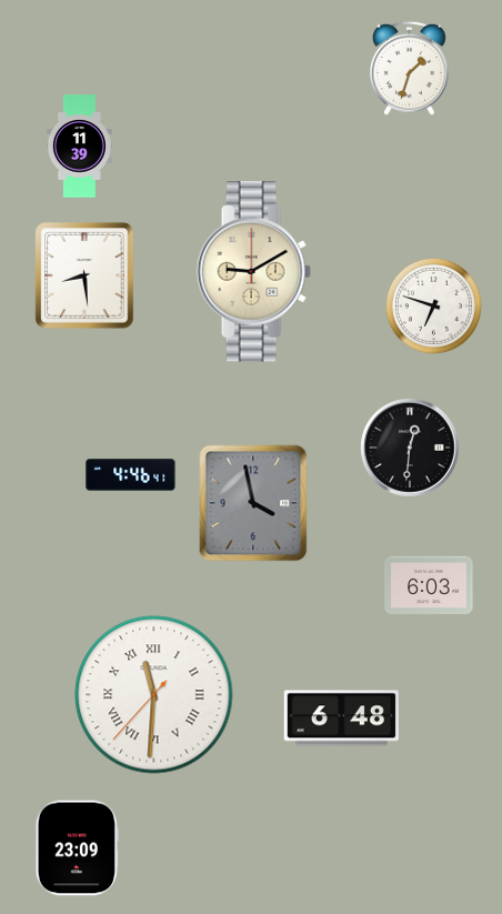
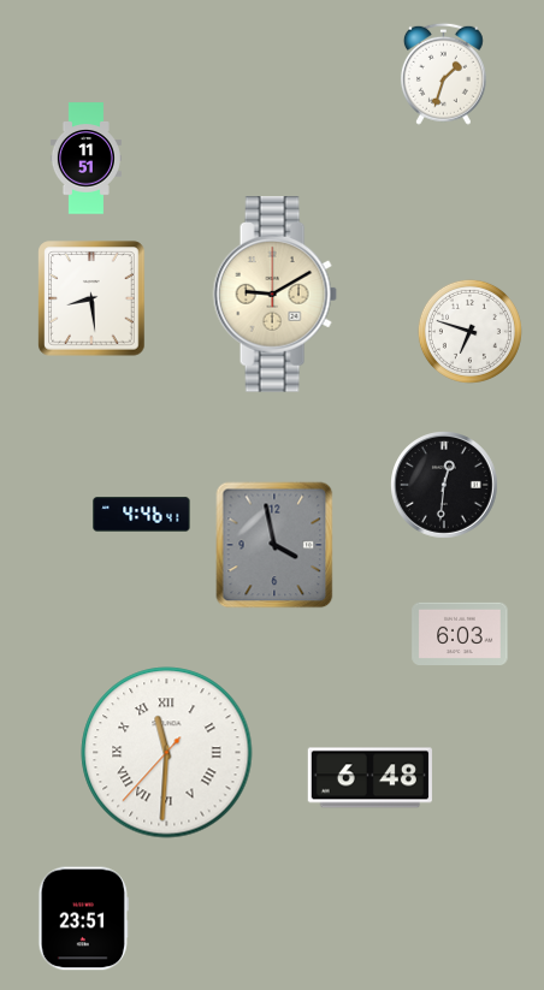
clock at (79, 147): 11:39 -> 11:51
clock at (429, 584) position: (429, 584) -> (460, 633)
clock at (77, 848): 23:09 -> 23:51
